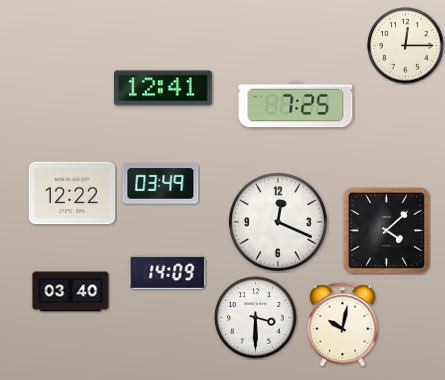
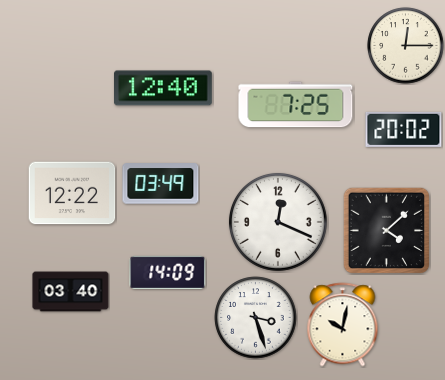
clock at (164, 88): 12:41 -> 12:40
clock at (404, 129): none -> 20:02
clock at (256, 318): 3:30 -> 3:27
